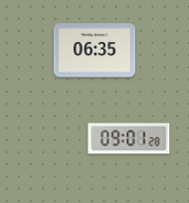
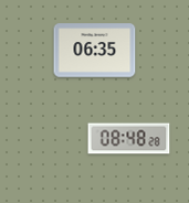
clock at (129, 139): 09:01 -> 08:48
